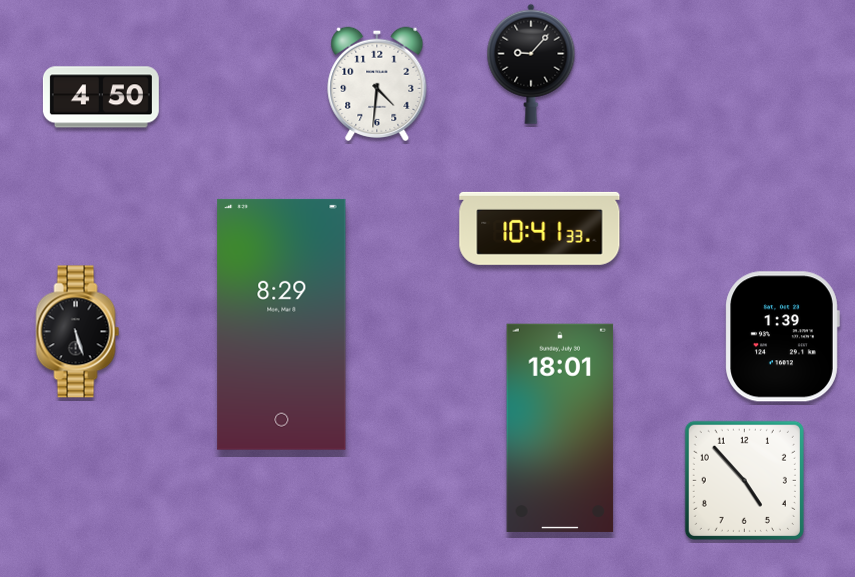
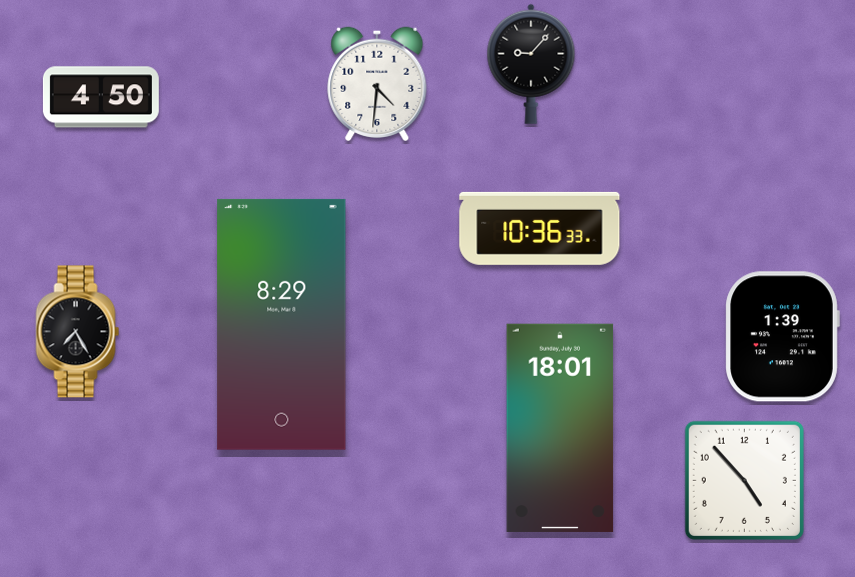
clock at (540, 228): 10:41 -> 10:36
clock at (78, 332): 5:27 -> 7:25
